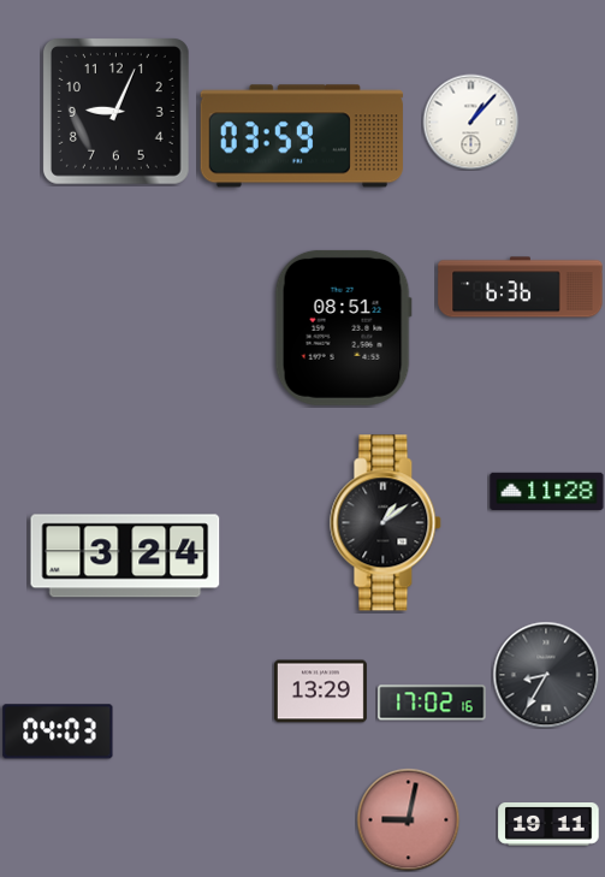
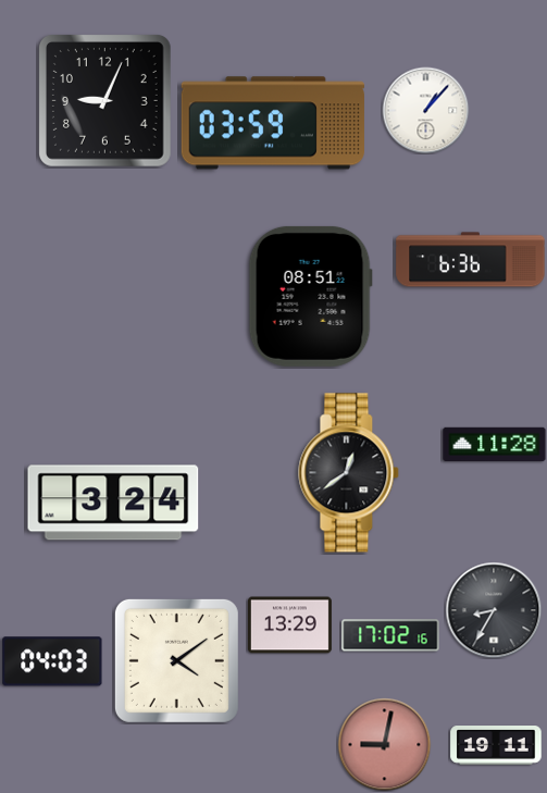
clock at (386, 523): 1:09 -> 12:39
clock at (176, 660): none -> 4:09
clock at (408, 819) position: (408, 819) -> (384, 744)
